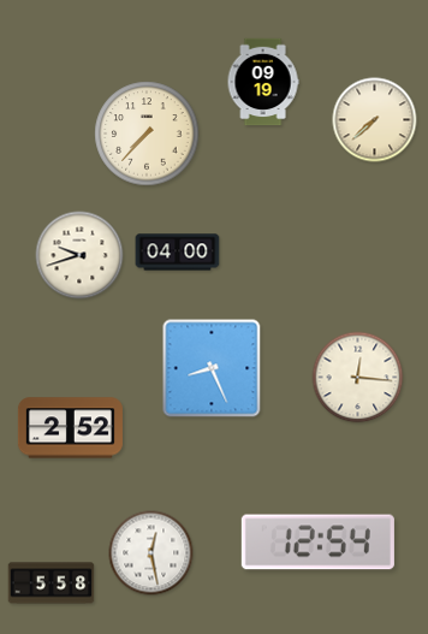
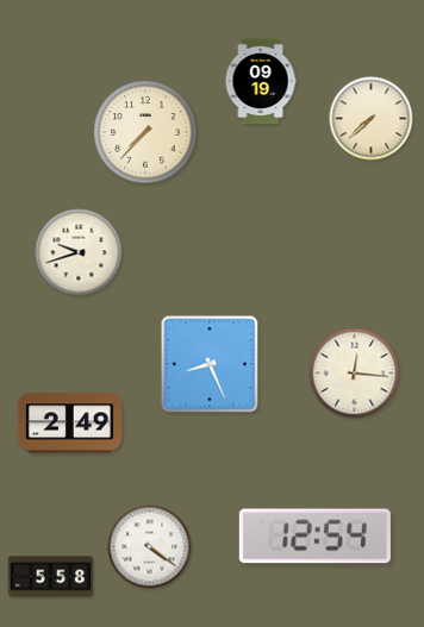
clock at (178, 253): 04:00 -> none
clock at (70, 428): 2:52 -> 2:49
clock at (151, 553): 12:28 -> 4:21
